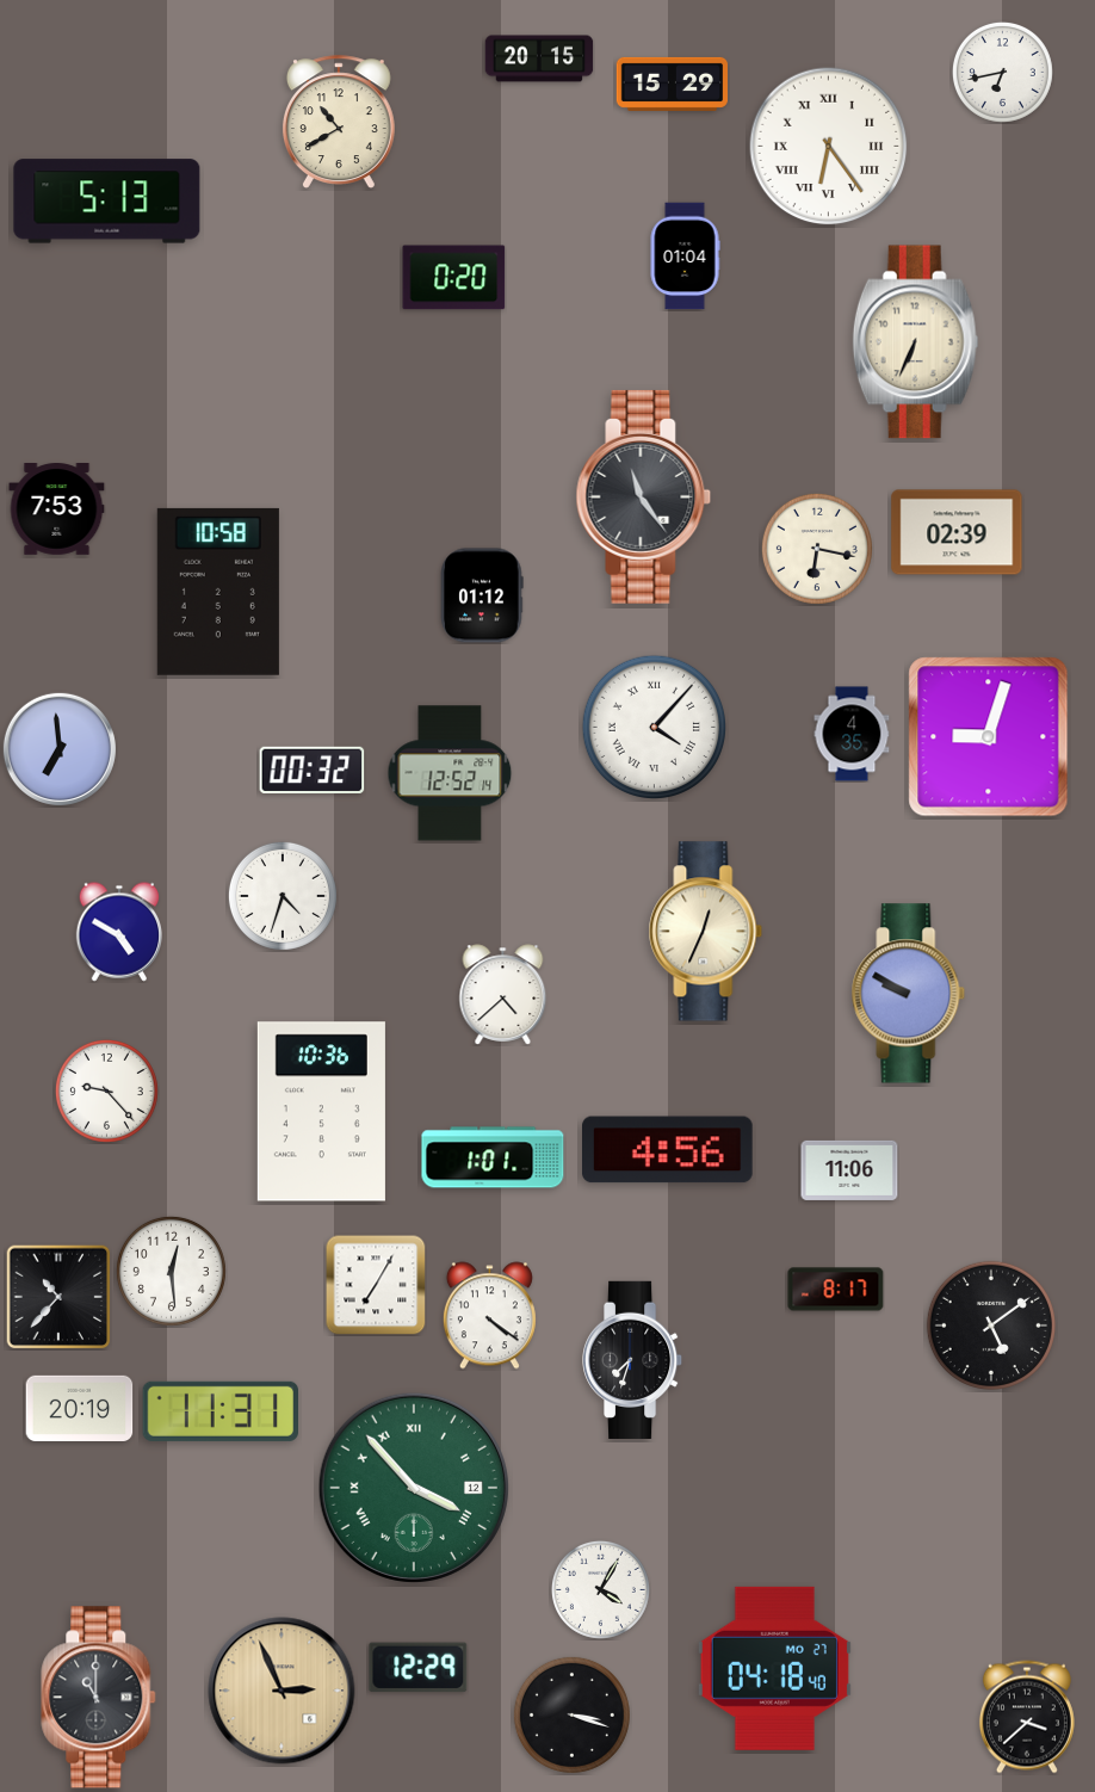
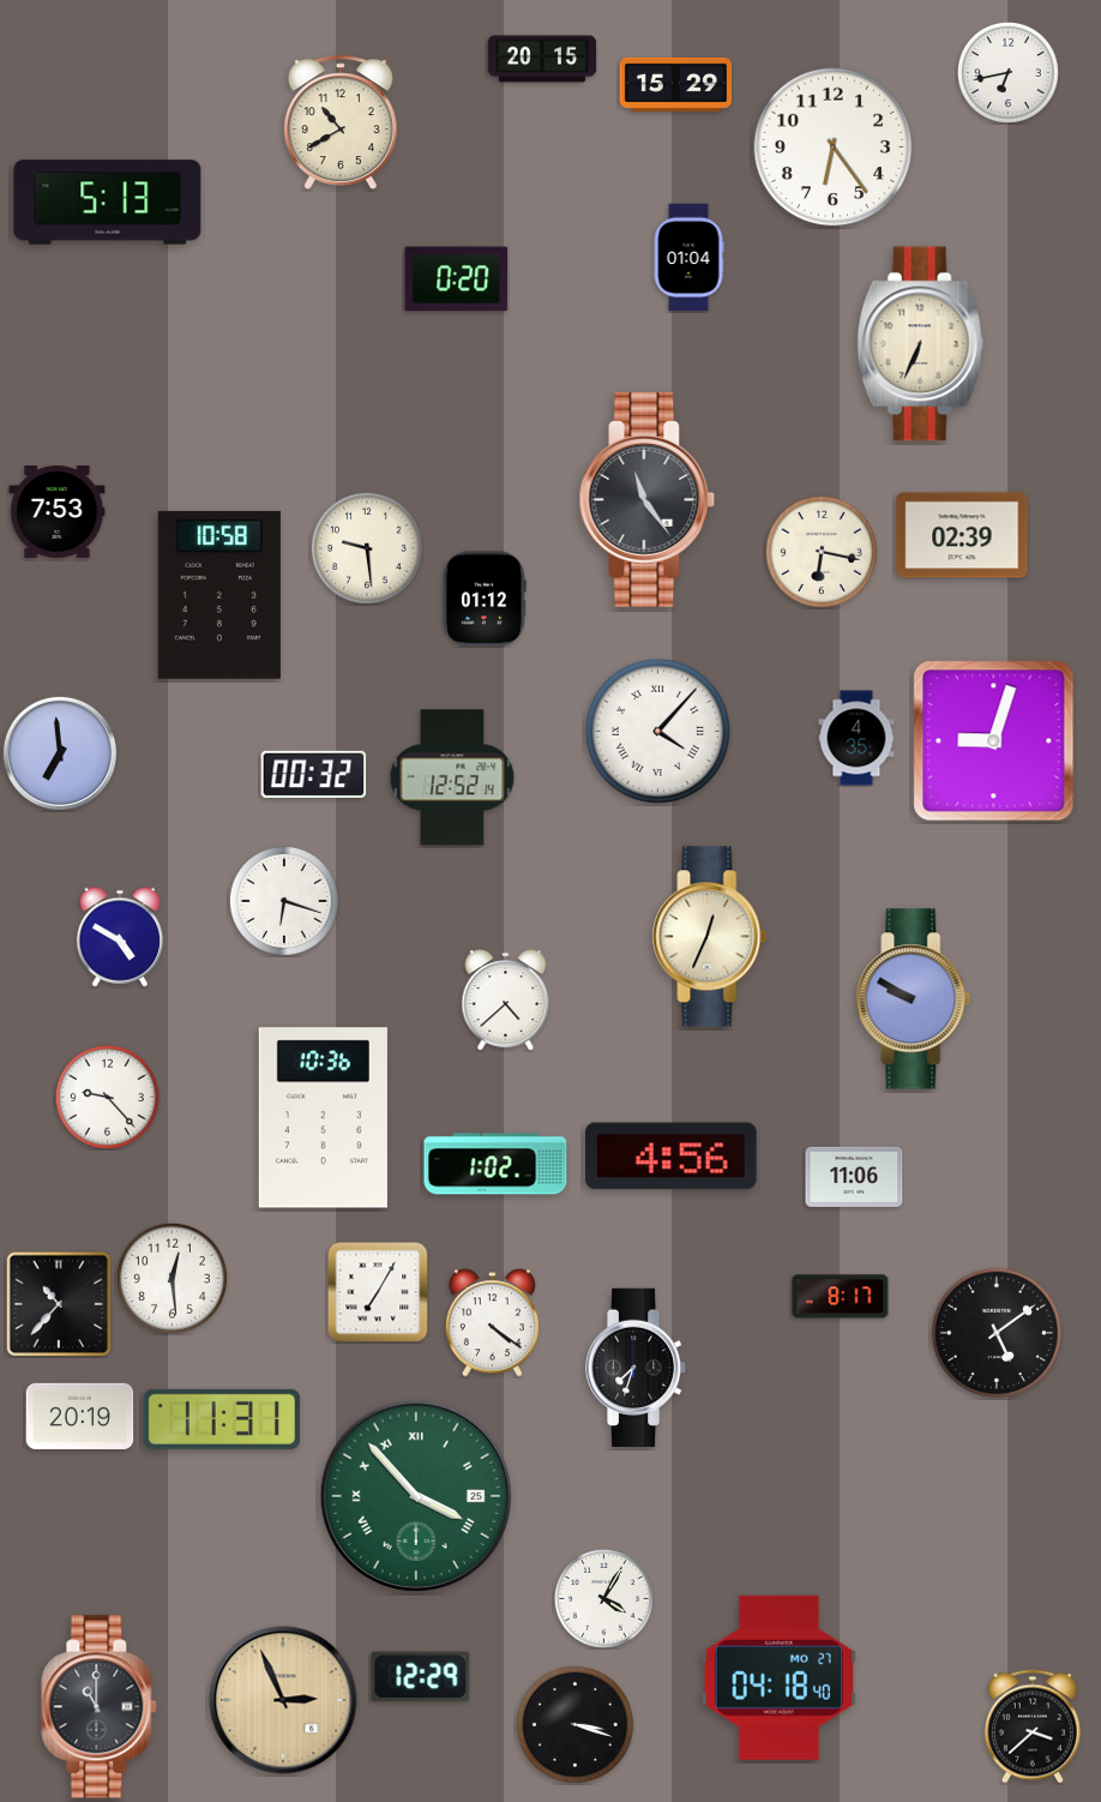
clock at (829, 147) numerals: Roman -> Arabic
clock at (367, 548): none -> 9:29
clock at (283, 896): 4:33 -> 6:18
clock at (493, 1157): 1:01 -> 1:02
clock at (414, 1488) date: 12 -> 25
